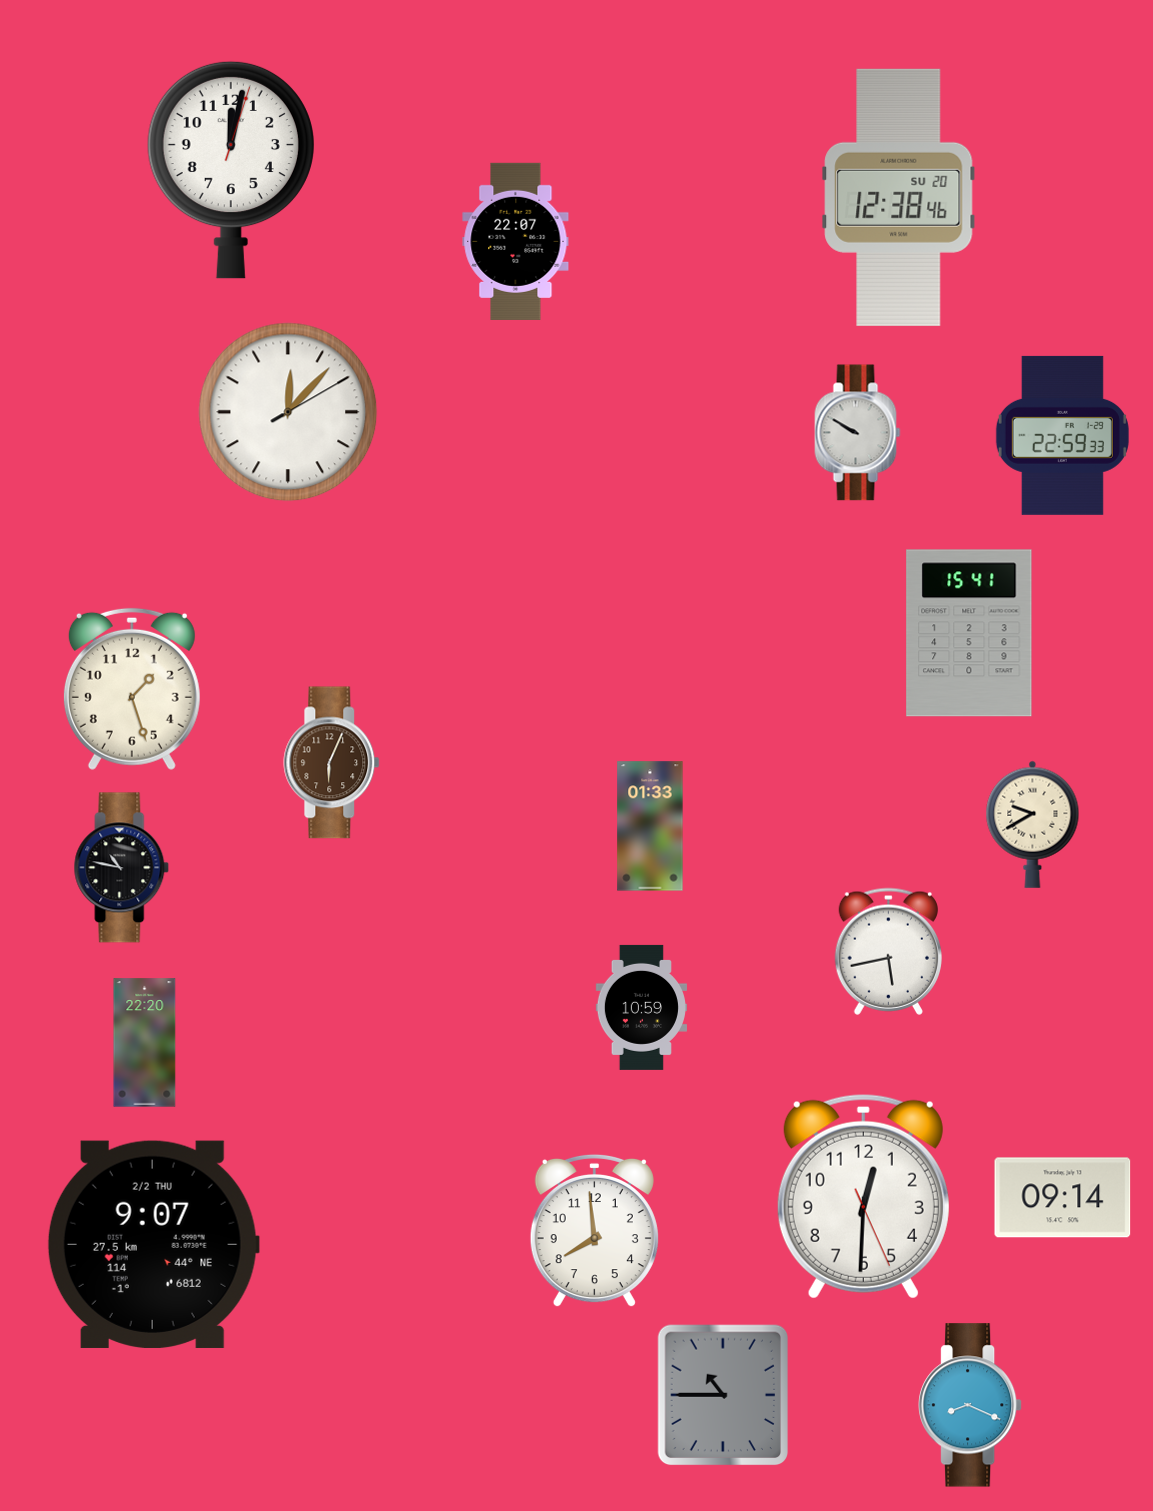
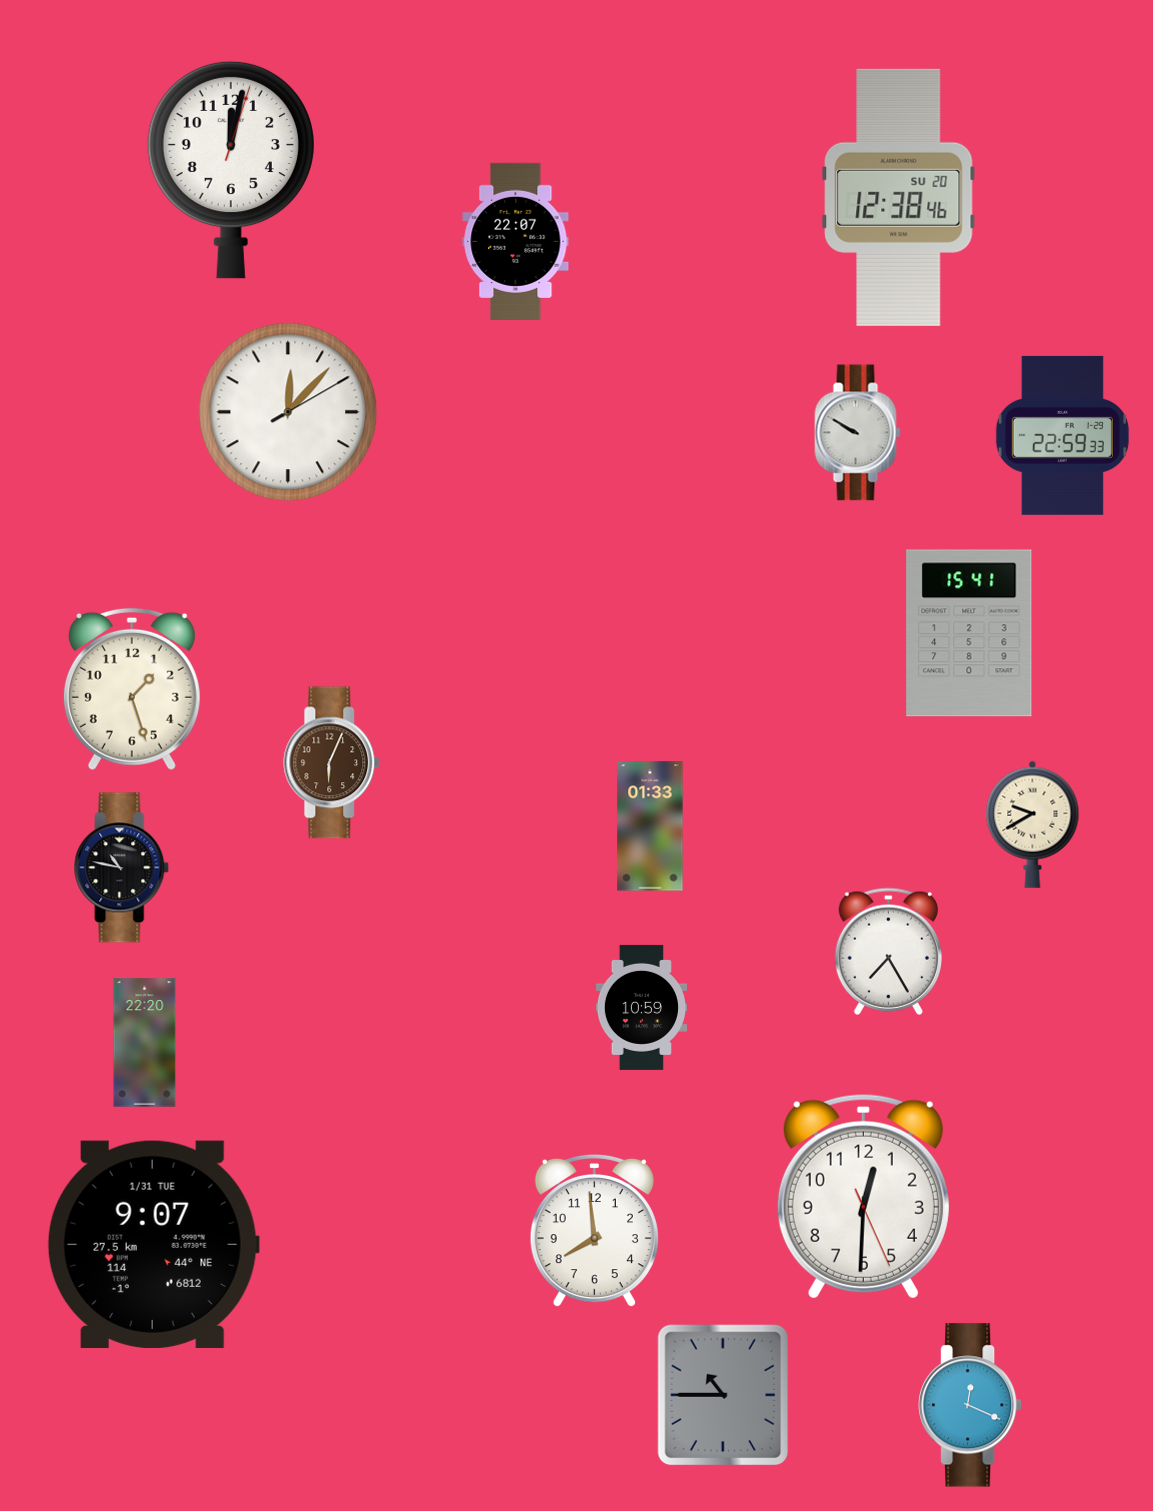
clock at (888, 951): 5:43 -> 7:25
clock at (1063, 1198): 09:14 -> none
clock at (153, 1244) date: 2/2 THU -> 1/31 TUE
clock at (971, 1405): 8:19 -> 12:19
